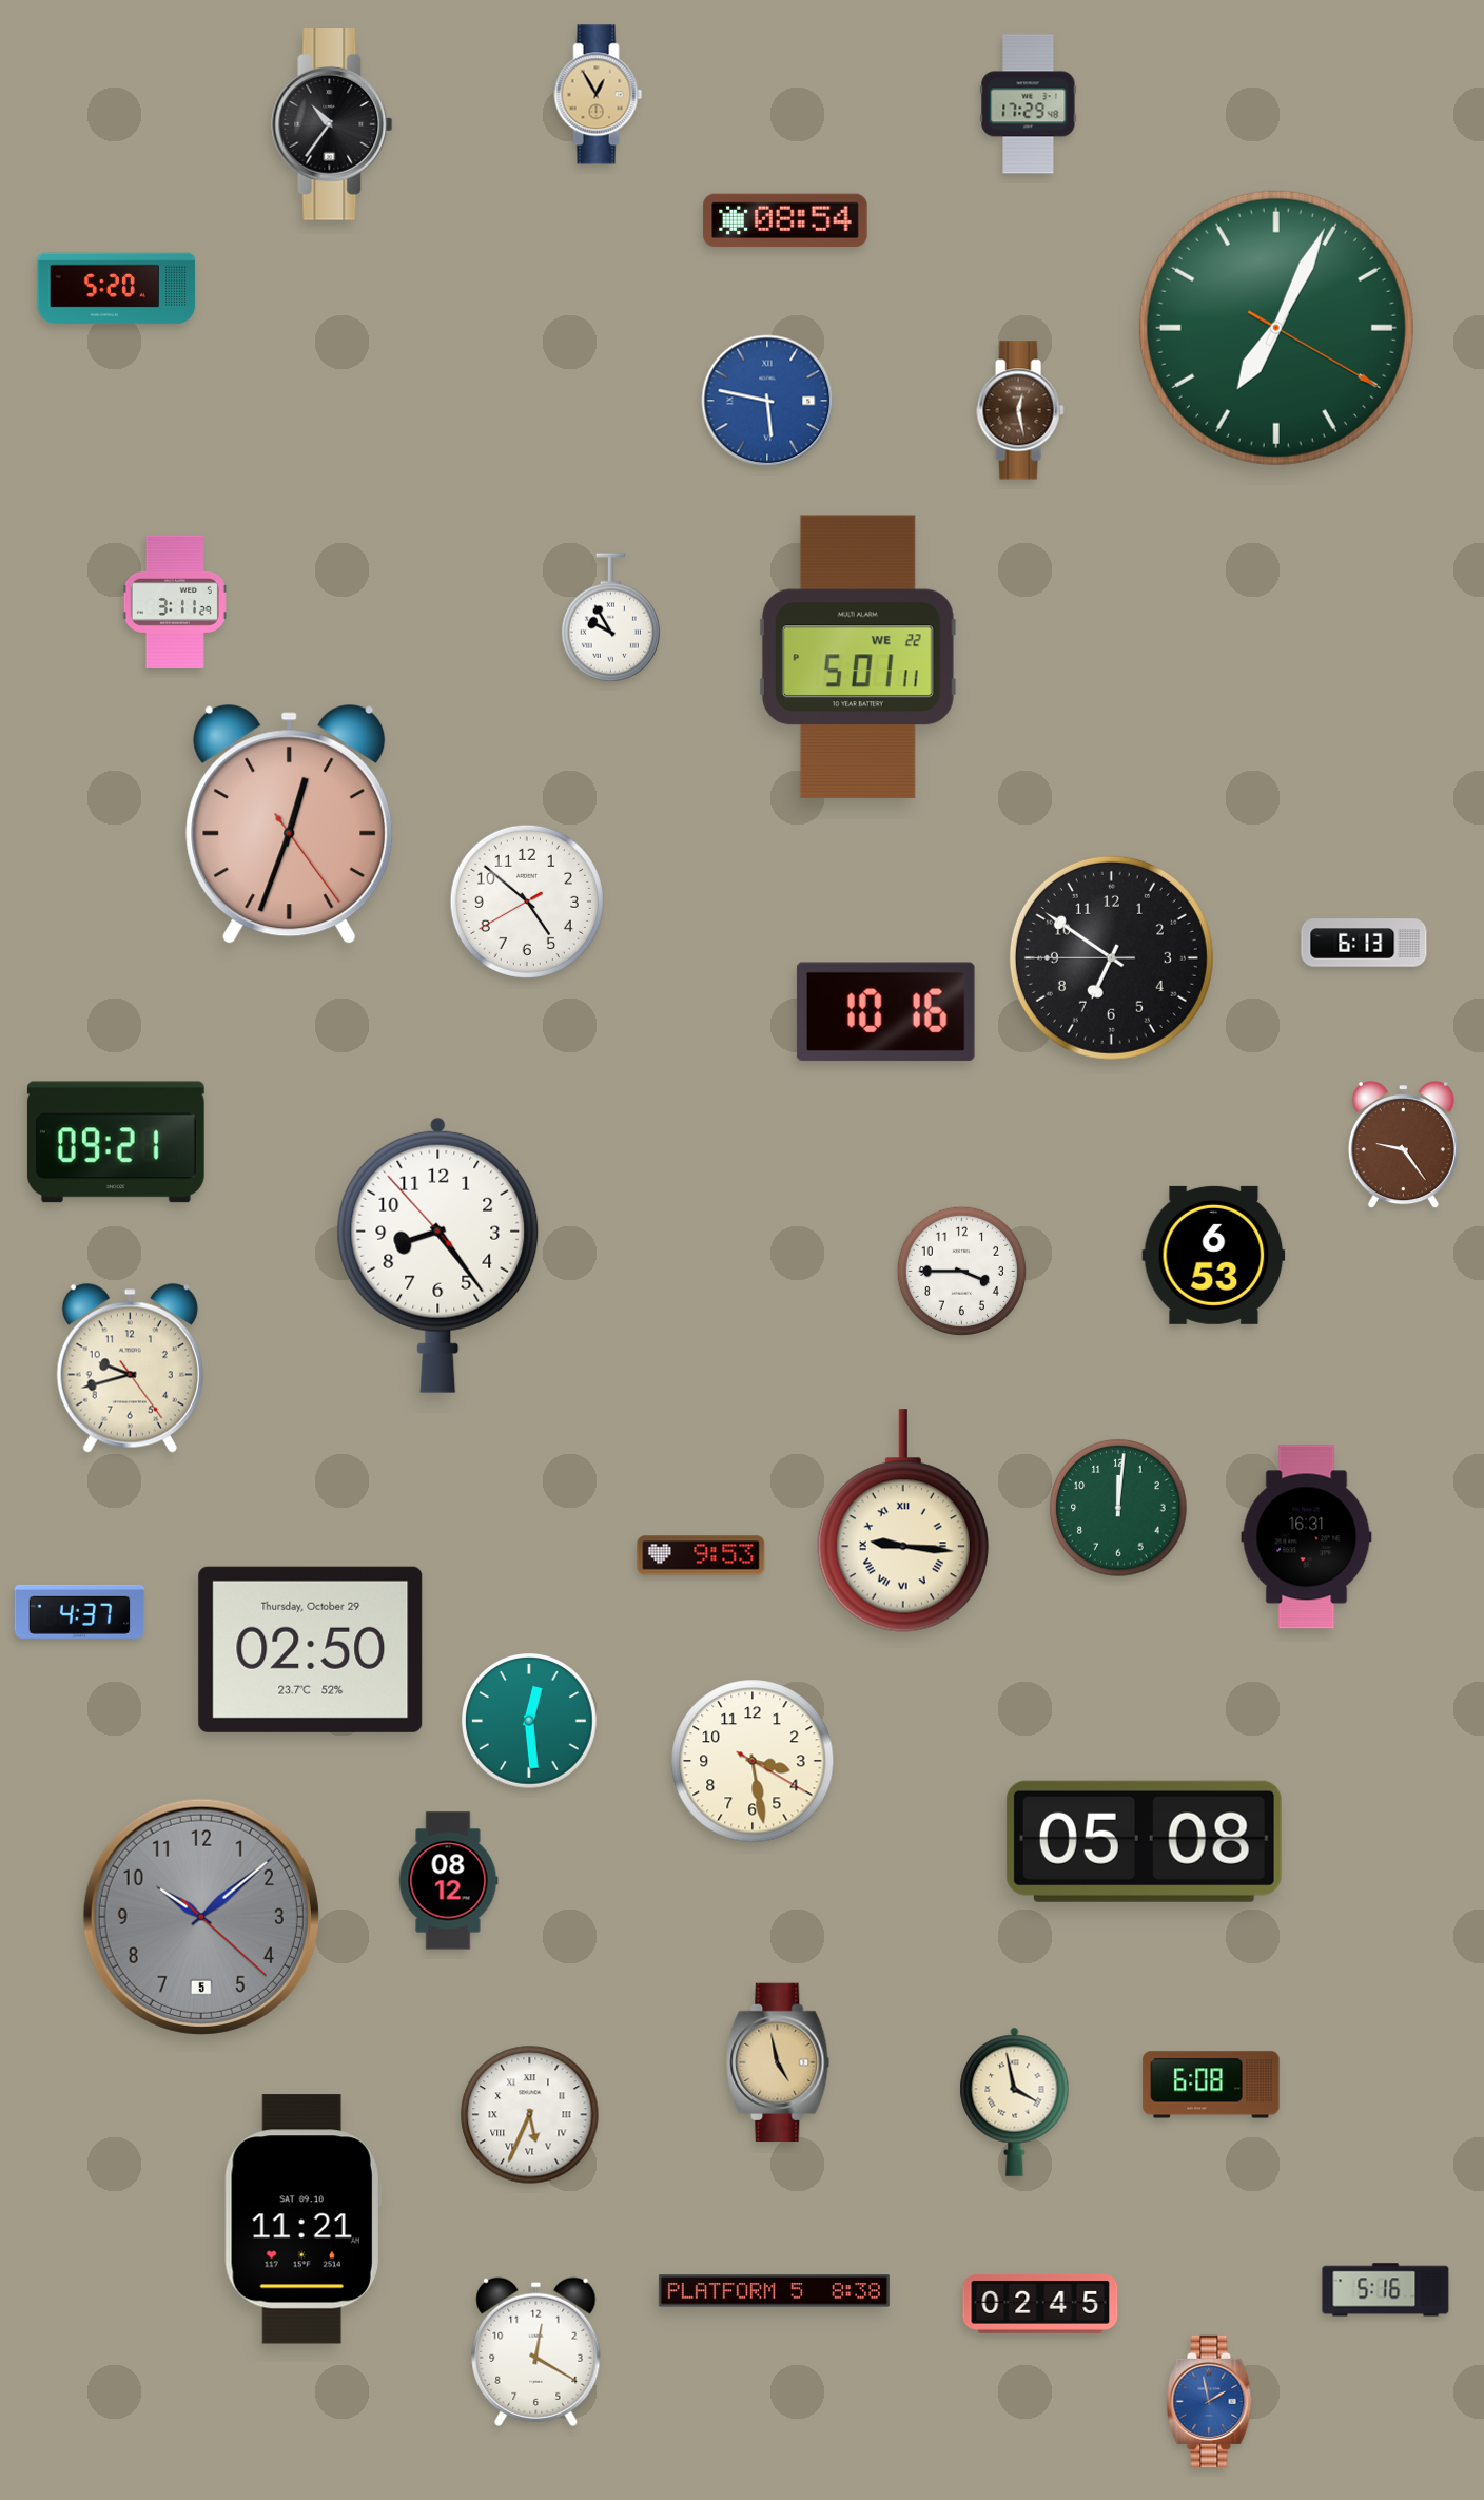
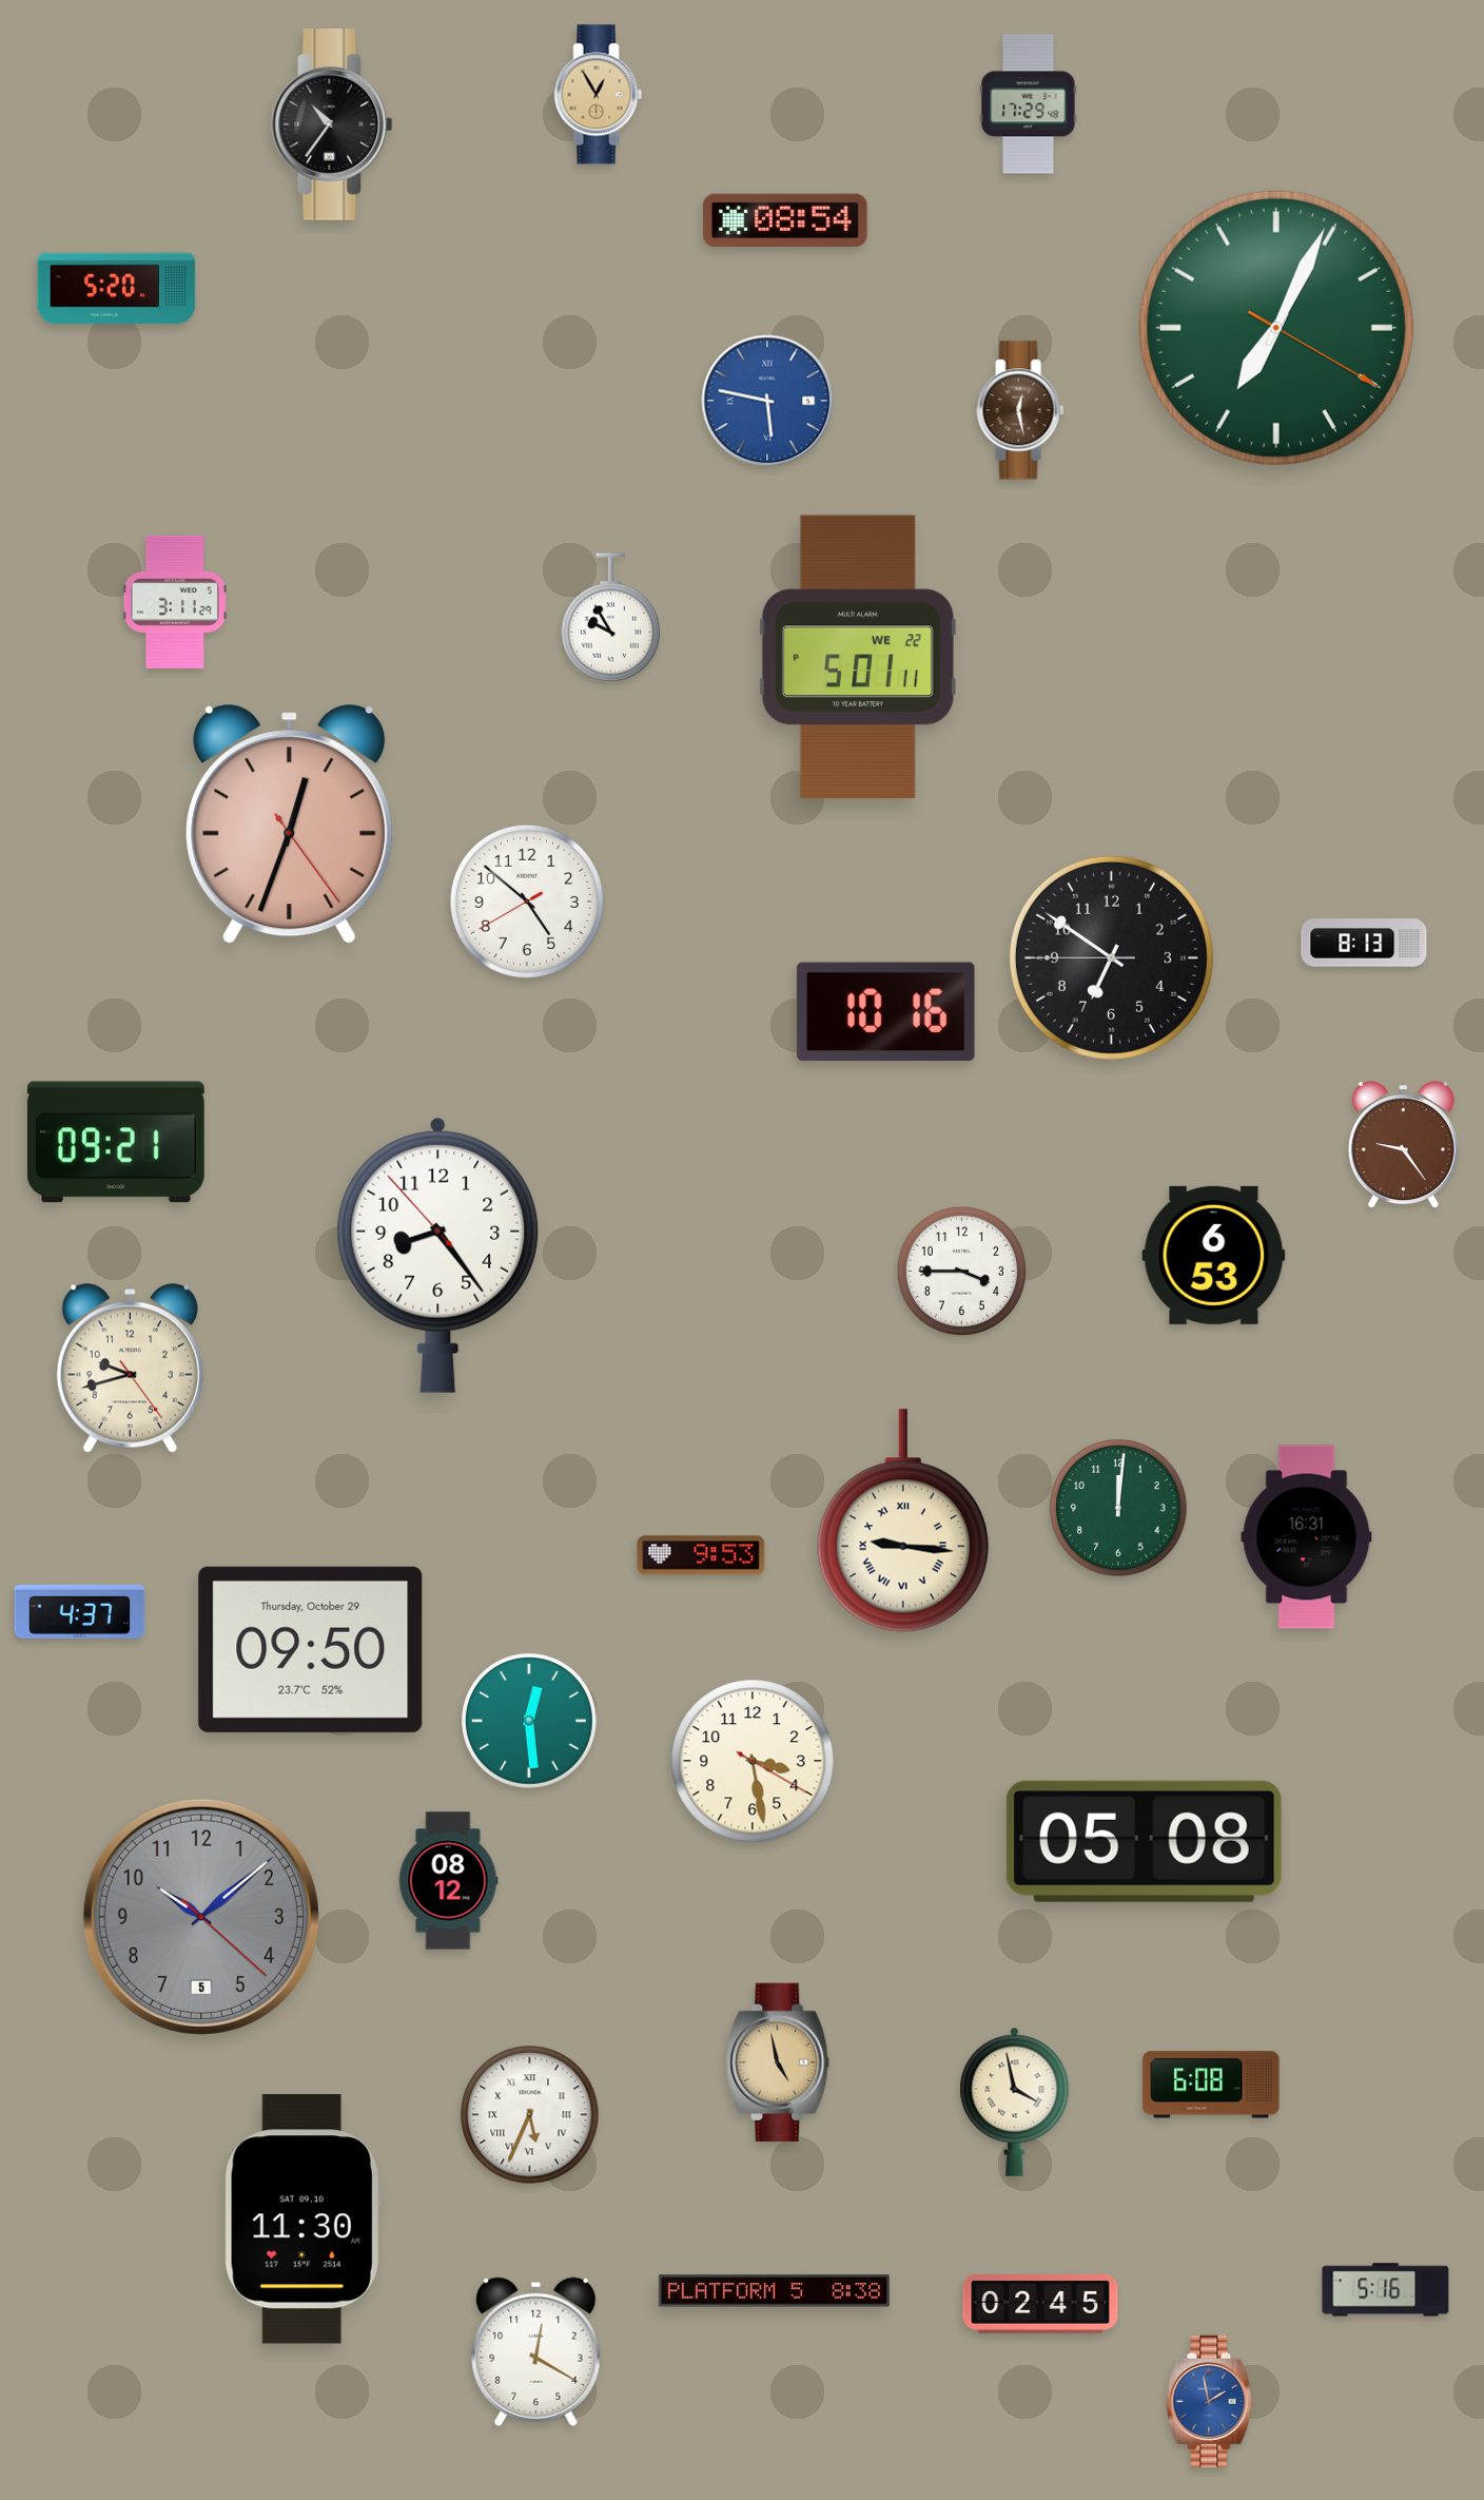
clock at (1364, 943): 6:13 -> 8:13
clock at (311, 1649): 02:50 -> 09:50
clock at (302, 2220): 11:21 -> 11:30
